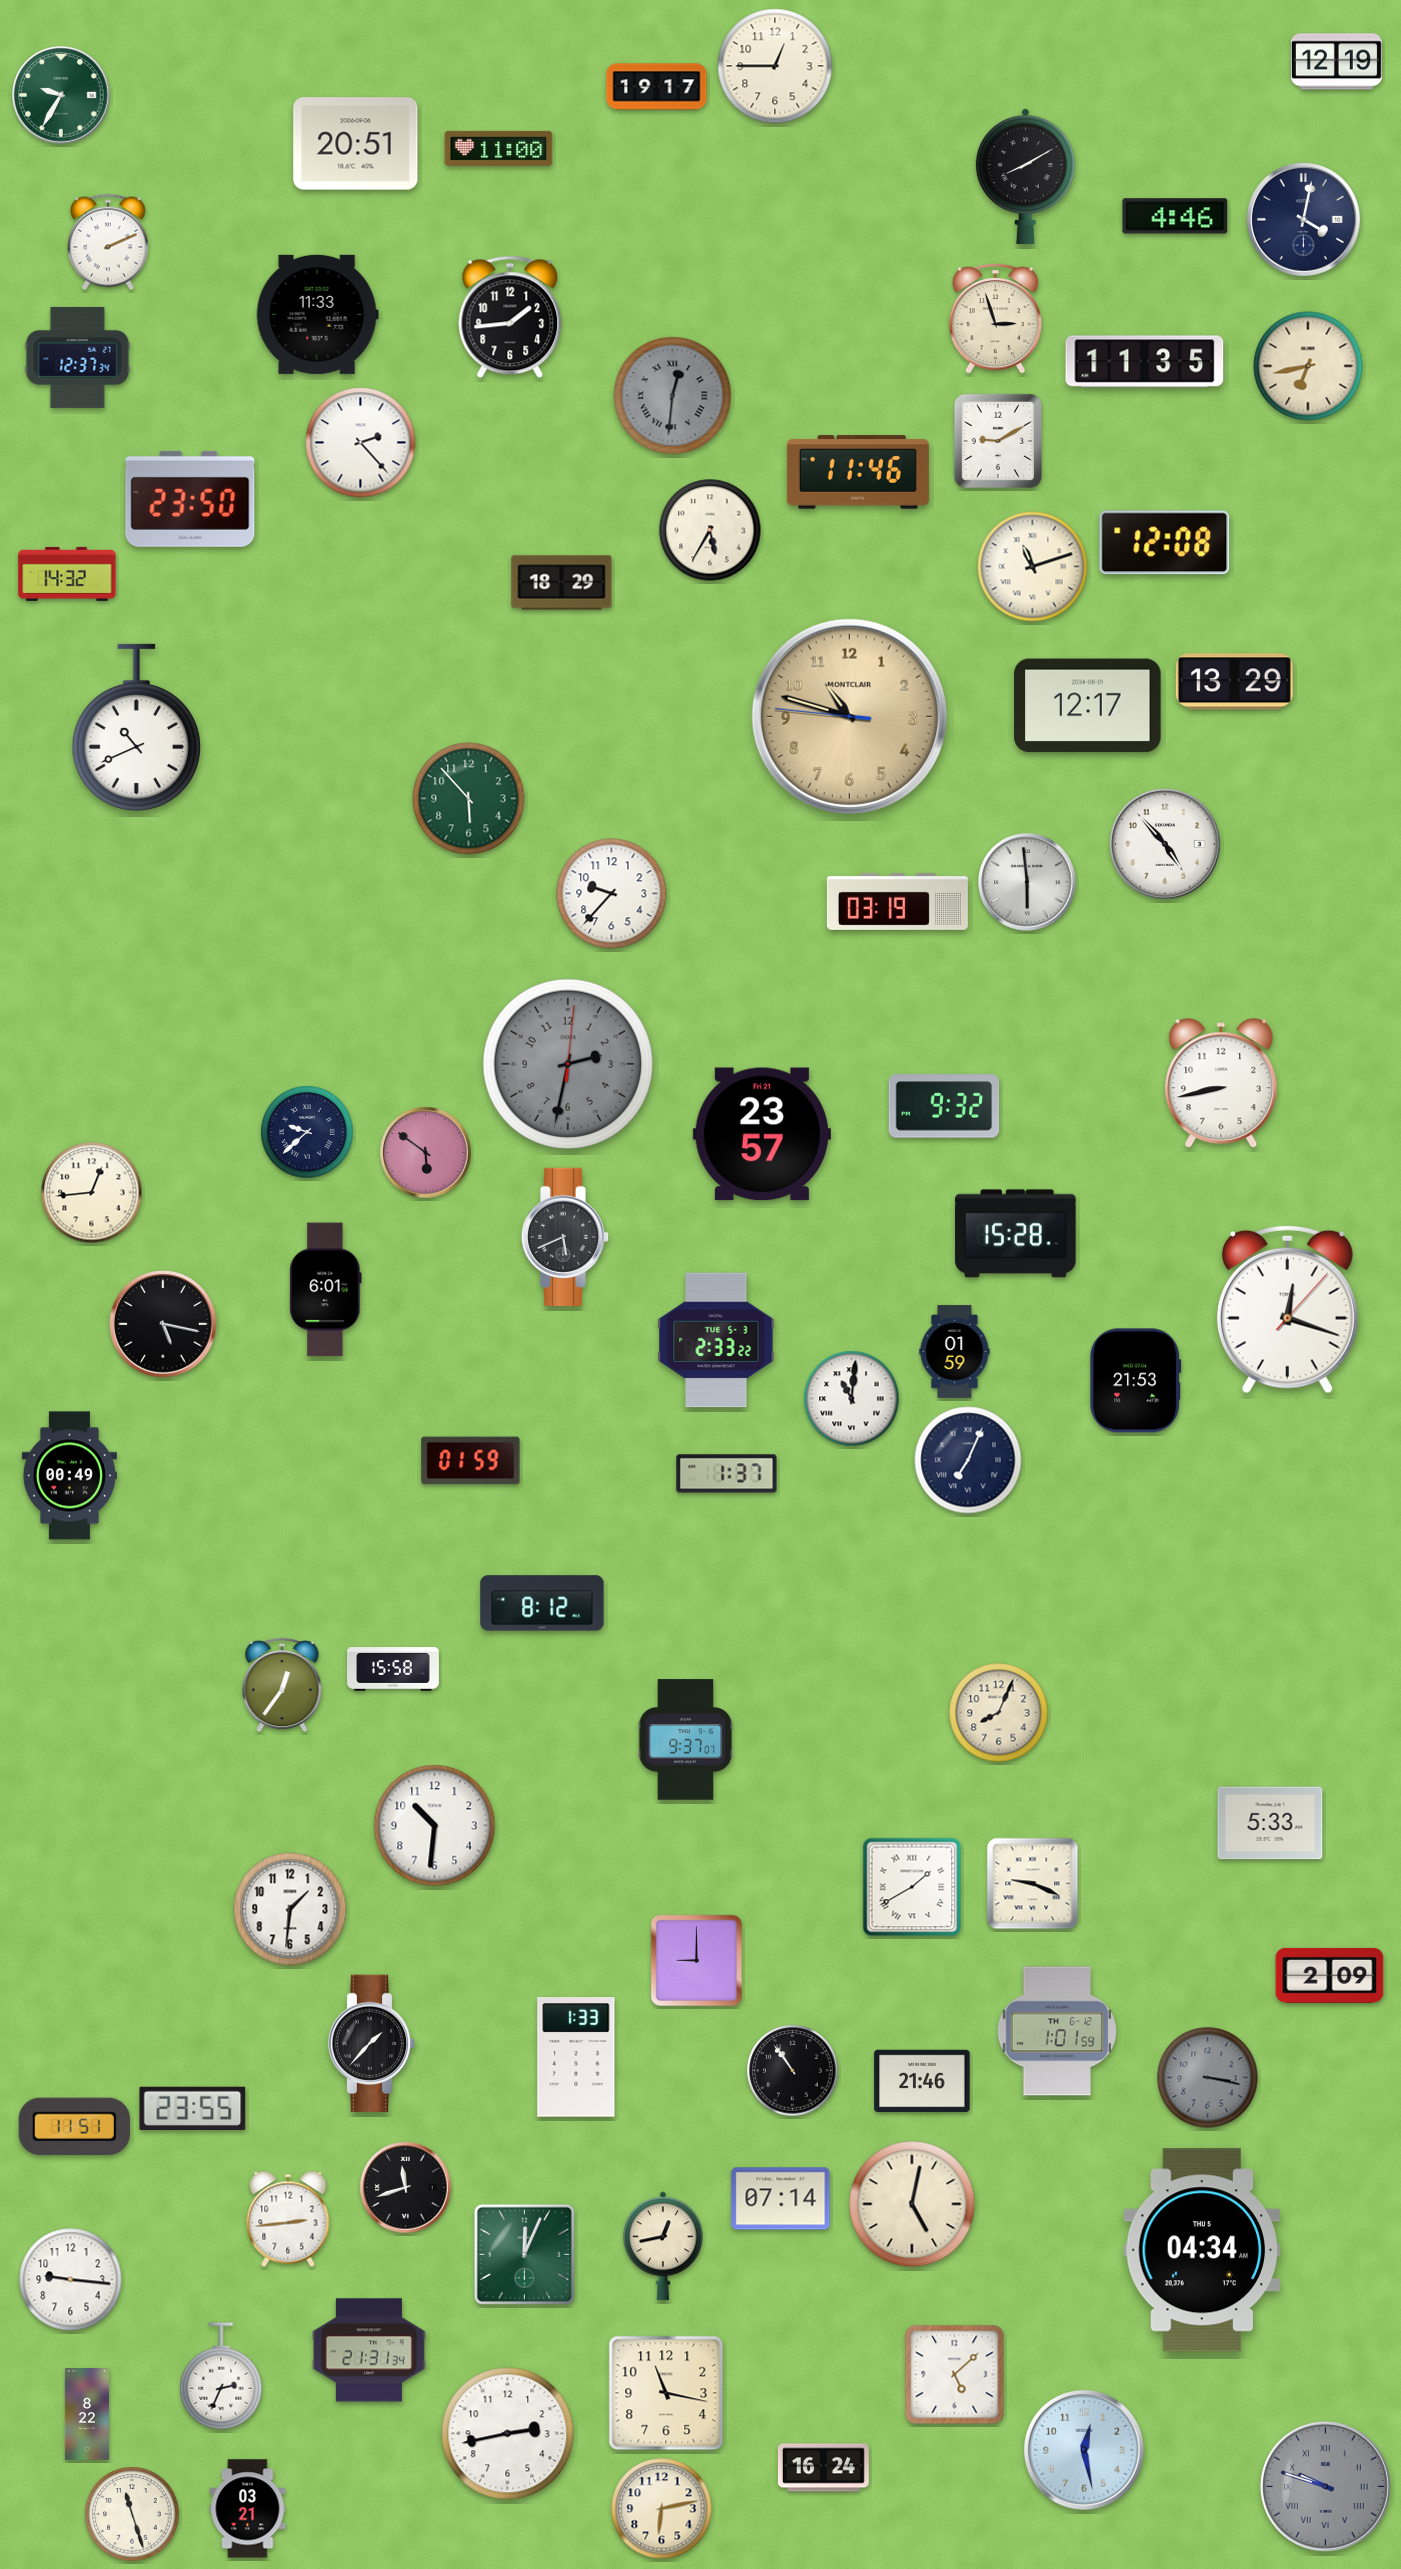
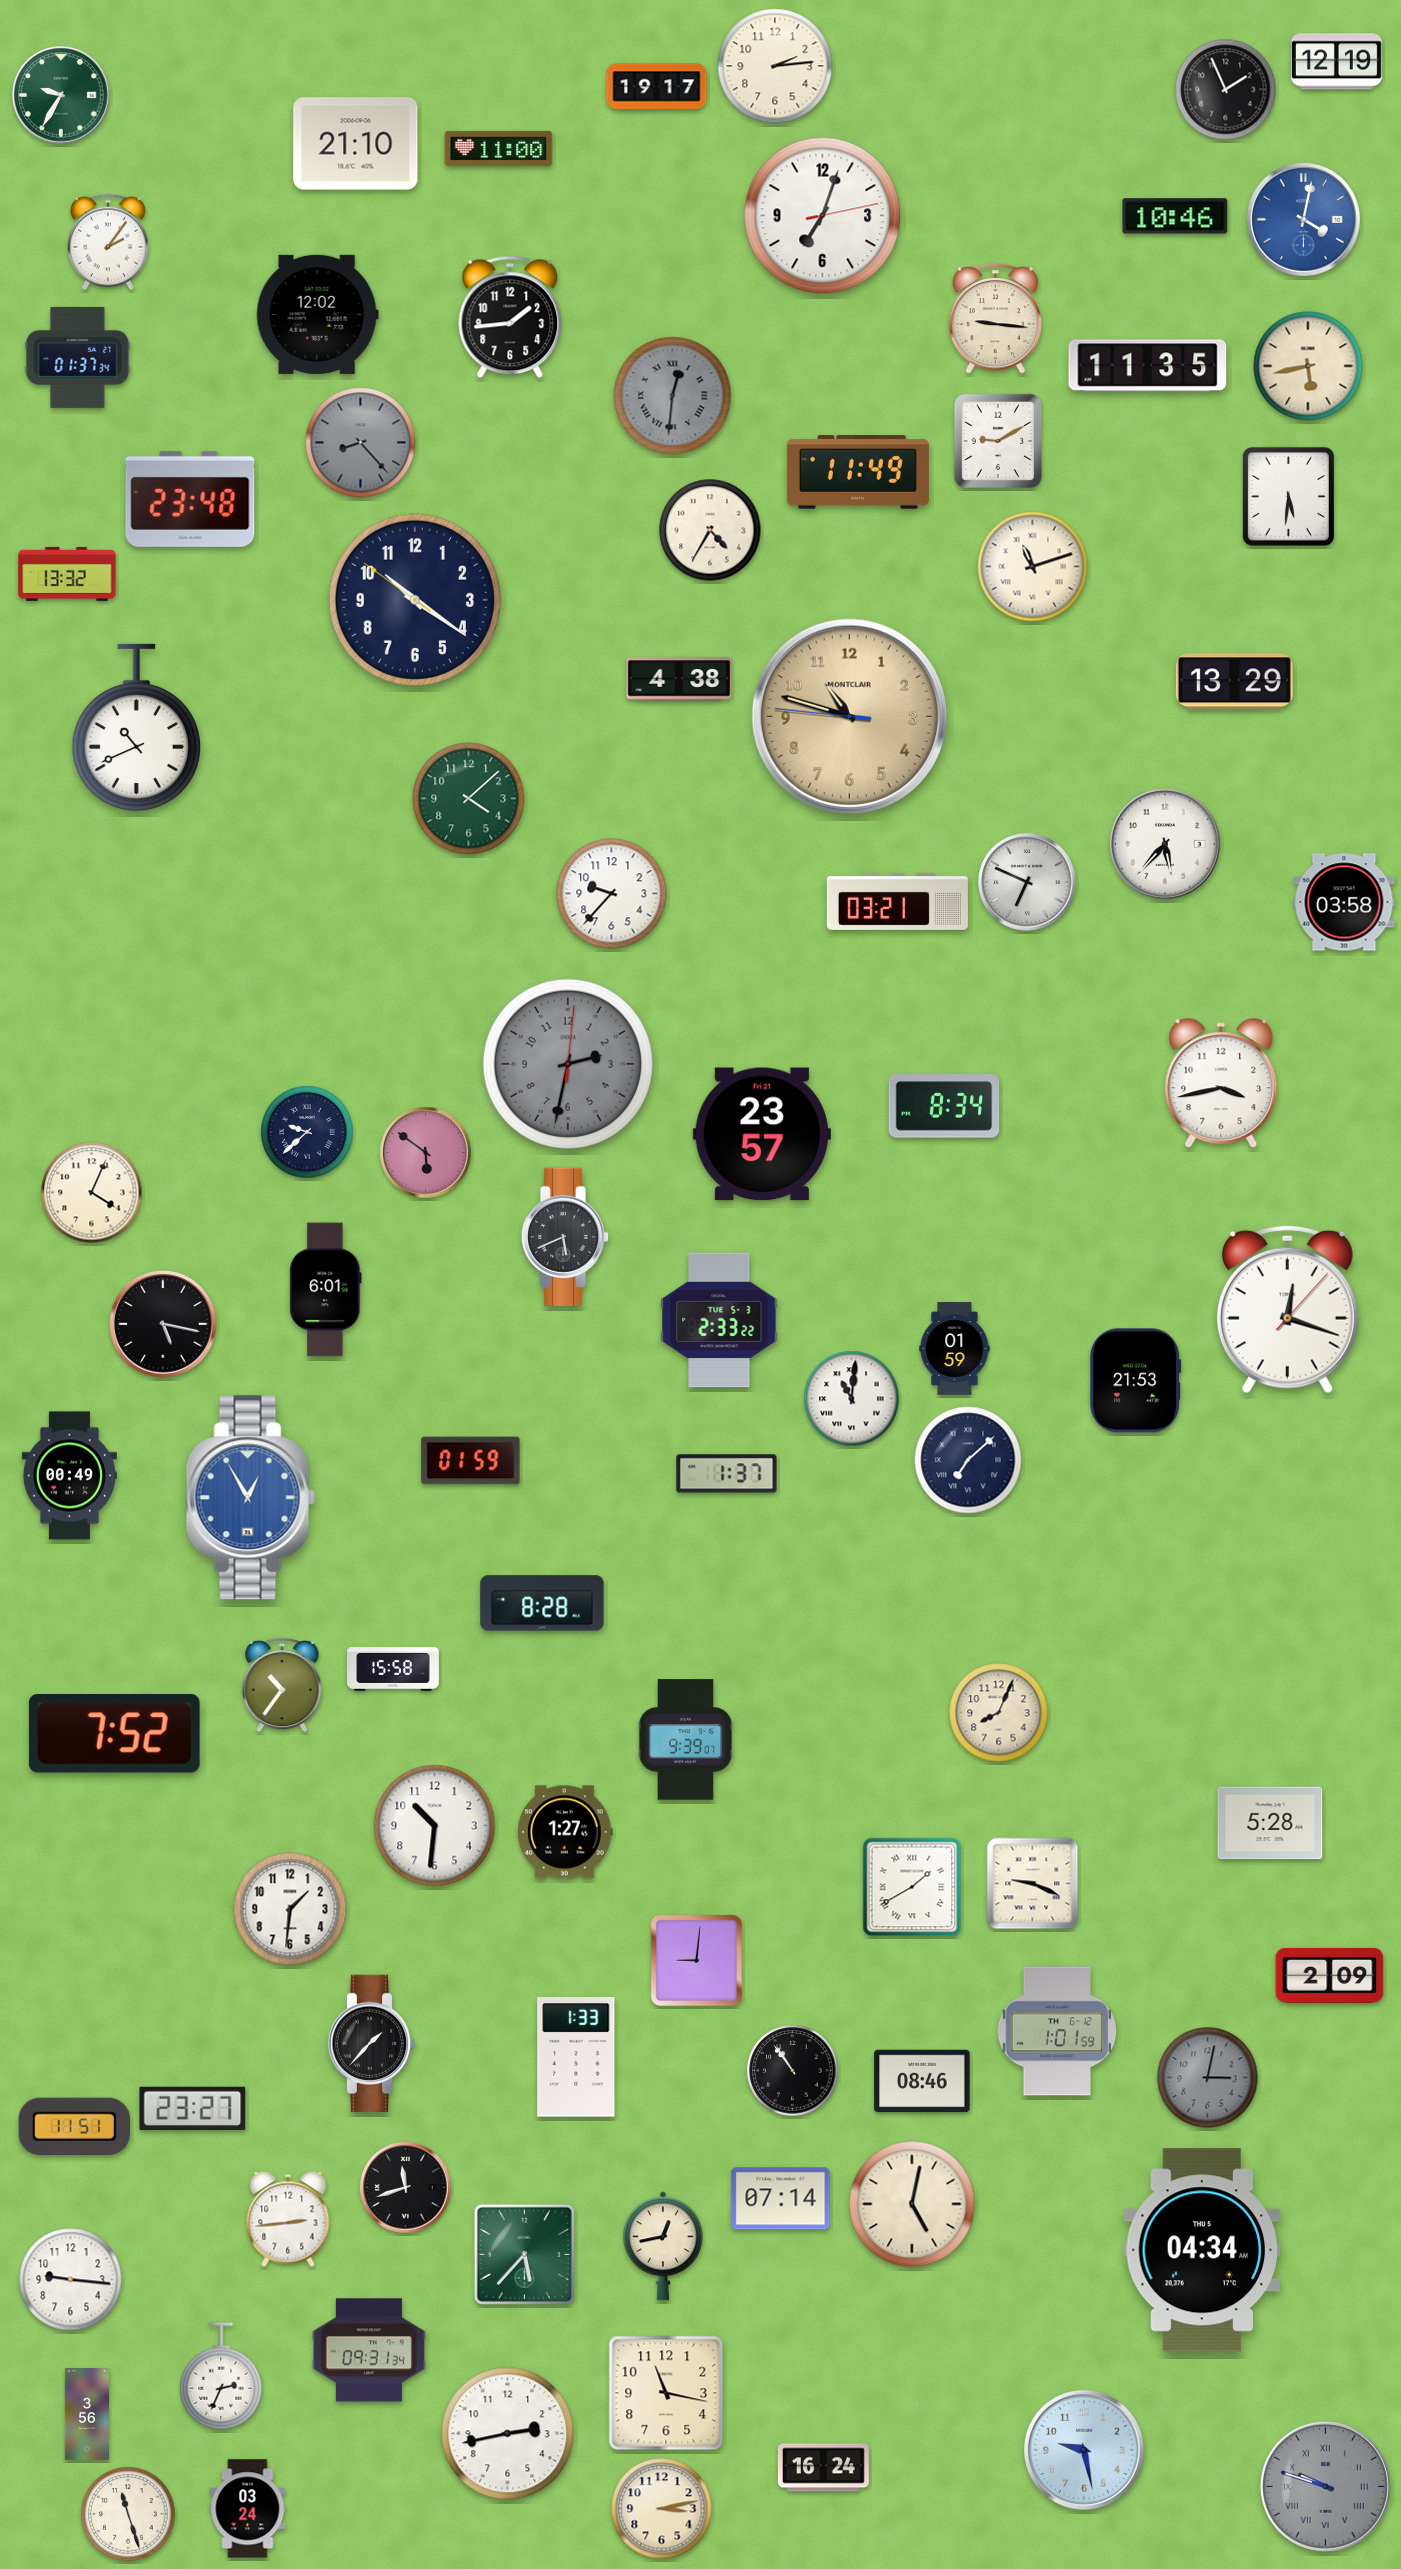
clock at (775, 66): 12:45 -> 2:14
clock at (1226, 90): none -> 1:56
clock at (356, 144): 20:51 -> 21:10
clock at (1025, 177): 8:10 -> none
clock at (823, 216): none -> 7:03
clock at (1175, 216): 4:46 -> 10:46
clock at (1304, 220) dial: navy -> blue
clock at (109, 242): 2:11 -> 2:06
clock at (317, 314): 11:33 -> 12:02
clock at (995, 319): 2:57 -> 9:16
clock at (78, 357): 12:37 -> 01:37
clock at (1145, 362) position: (1145, 362) -> (1148, 366)
clock at (1308, 366): 6:43 -> 5:43
clock at (361, 443): 2:23 -> 8:23
clock at (361, 443) dial: white -> grey
clock at (858, 472): 11:46 -> 11:49
clock at (1288, 496): none -> 5:31
clock at (190, 499): 23:50 -> 23:48
clock at (710, 530): 5:35 -> 4:35
clock at (1165, 543): 12:08 -> none
clock at (67, 574): 14:32 -> 13:32
clock at (562, 583): 18:29 -> none
clock at (415, 600): none -> 10:20
clock at (679, 679): none -> 4:38
clock at (1088, 706): 12:17 -> none
clock at (469, 799): 5:53 -> 4:08
clock at (1166, 845): 4:53 -> 5:37
clock at (1027, 882): 5:59 -> 6:49
clock at (897, 901): 03:19 -> 03:21
clock at (1344, 902): none -> 03:58
clock at (1221, 1084): 8:43 -> 3:43
clock at (944, 1106): 9:32 -> 8:34
clock at (92, 1193): 12:44 -> 4:04
clock at (1016, 1234): 15:28 -> none
clock at (716, 1340) position: (716, 1340) -> (719, 1320)
clock at (955, 1352) position: (955, 1352) -> (955, 1349)
clock at (968, 1460): 7:04 -> 7:08
clock at (250, 1498): none -> 12:55
clock at (542, 1603): 8:12 -> 8:28
clock at (282, 1685): 12:36 -> 10:36
clock at (114, 1734): none -> 7:52
clock at (686, 1740): 9:37 -> 9:39
clock at (1270, 1823): 5:33 -> 5:28
clock at (566, 1832): none -> 1:27
clock at (696, 1960): 9:00 -> 9:01
clock at (1208, 2078): 3:17 -> 3:02
clock at (922, 2081): 21:46 -> 08:46
clock at (193, 2108): 23:55 -> 23:27
clock at (524, 2254): 12:04 -> 5:37
clock at (369, 2350): 21:31 -> 09:31
clock at (955, 2375): 5:08 -> none
clock at (87, 2415): 8:22 -> 3:56
clock at (1084, 2450): 12:28 -> 9:28
clock at (248, 2509): 03:21 -> 03:24
clock at (662, 2509): 6:13 -> 3:13
clock at (132, 2514) position: (132, 2514) -> (128, 2514)
